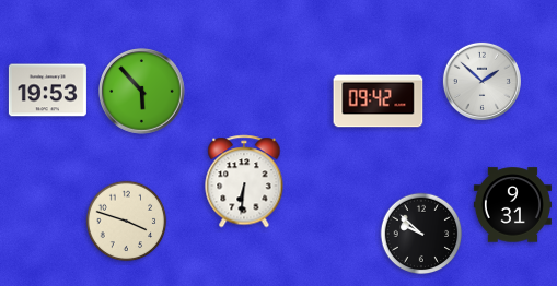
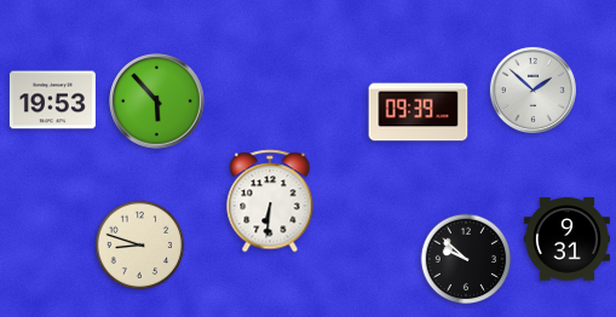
clock at (379, 102): 09:42 -> 09:39
clock at (512, 205) position: (512, 205) -> (566, 240)
clock at (127, 222): 3:48 -> 8:48
